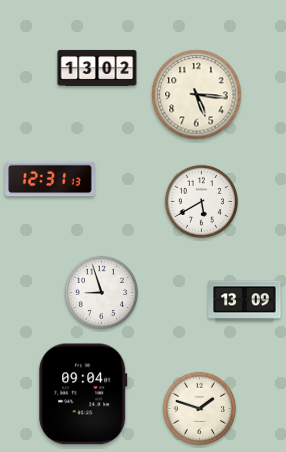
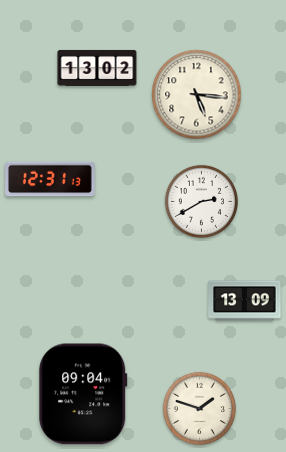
clock at (201, 201): 5:40 -> 2:40
clock at (101, 292): 8:57 -> none
